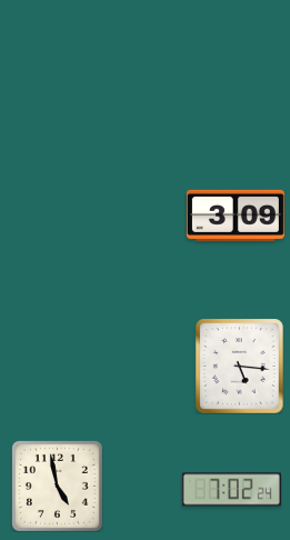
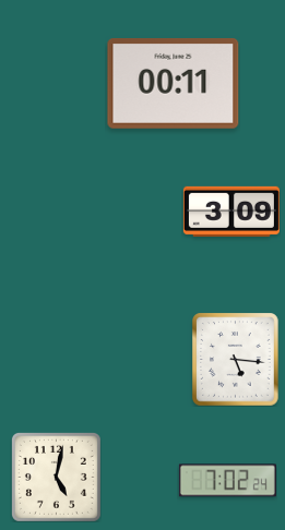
clock at (174, 84): none -> 00:11
clock at (57, 486): 4:58 -> 5:02
